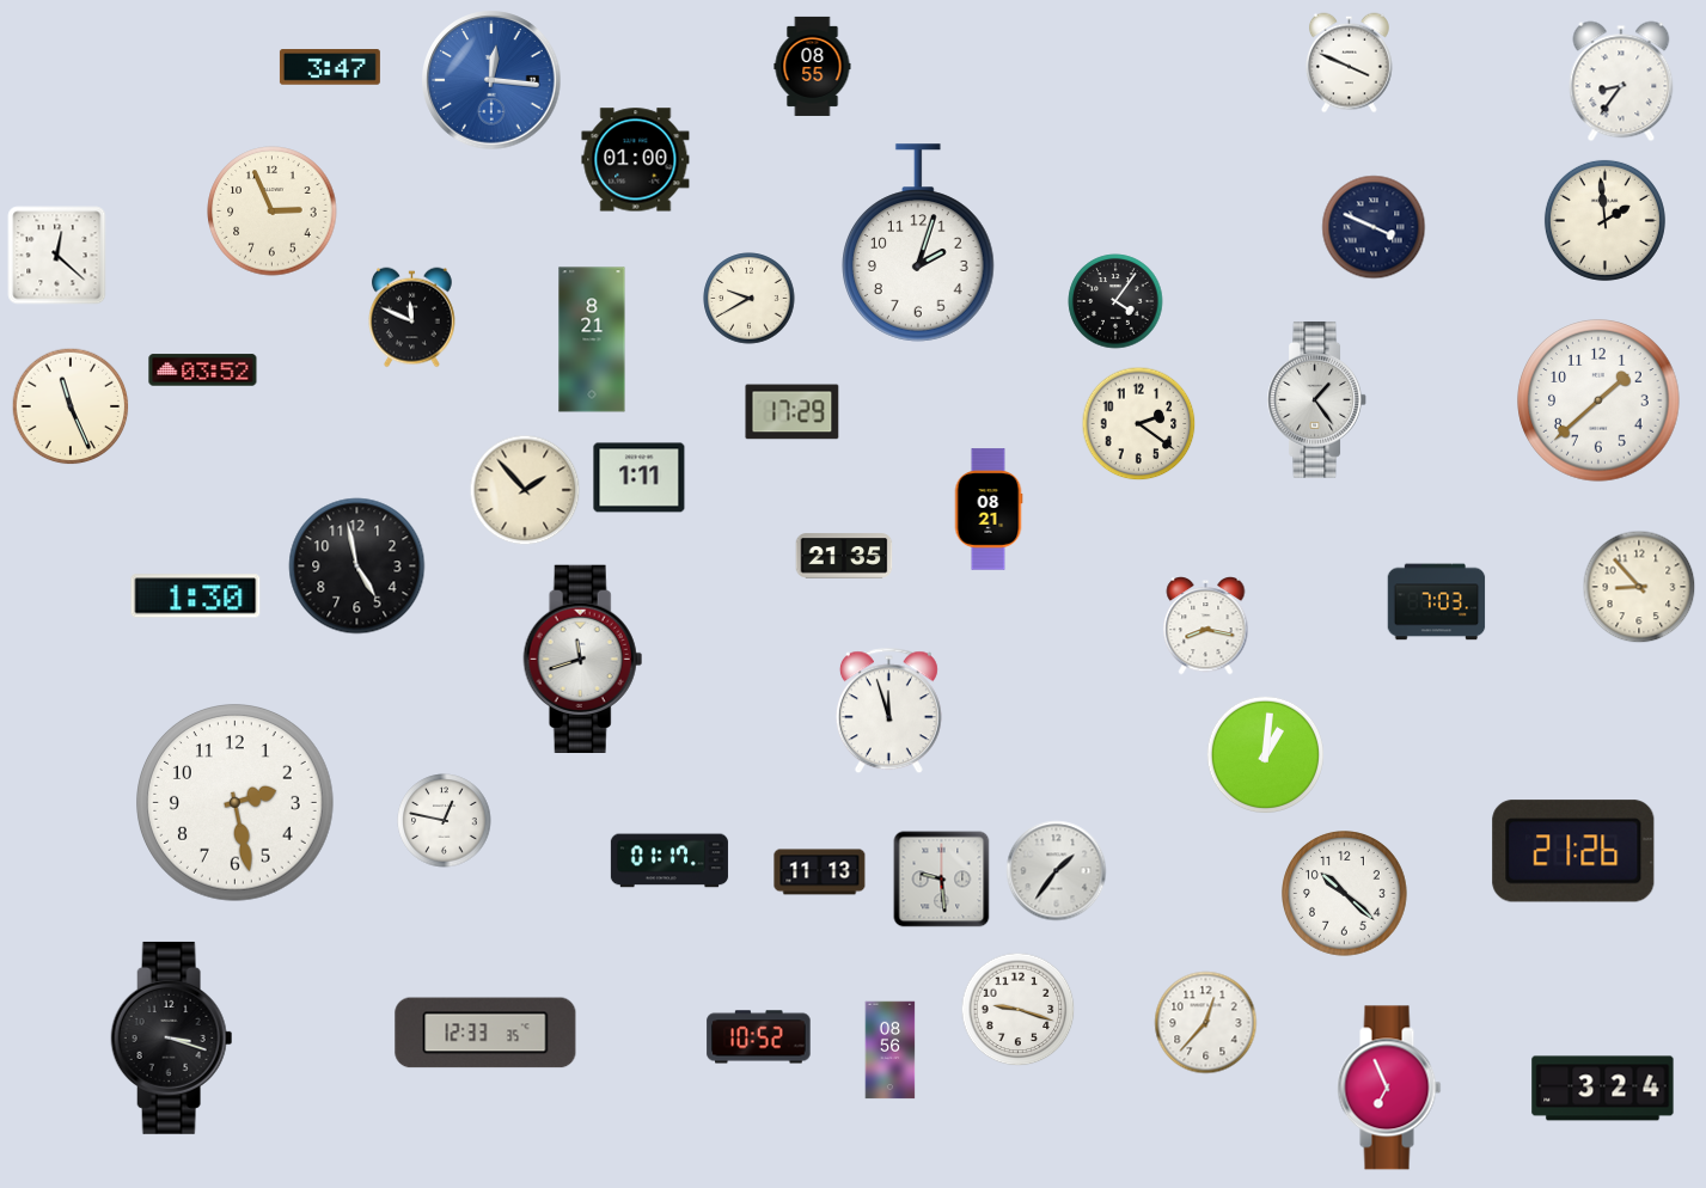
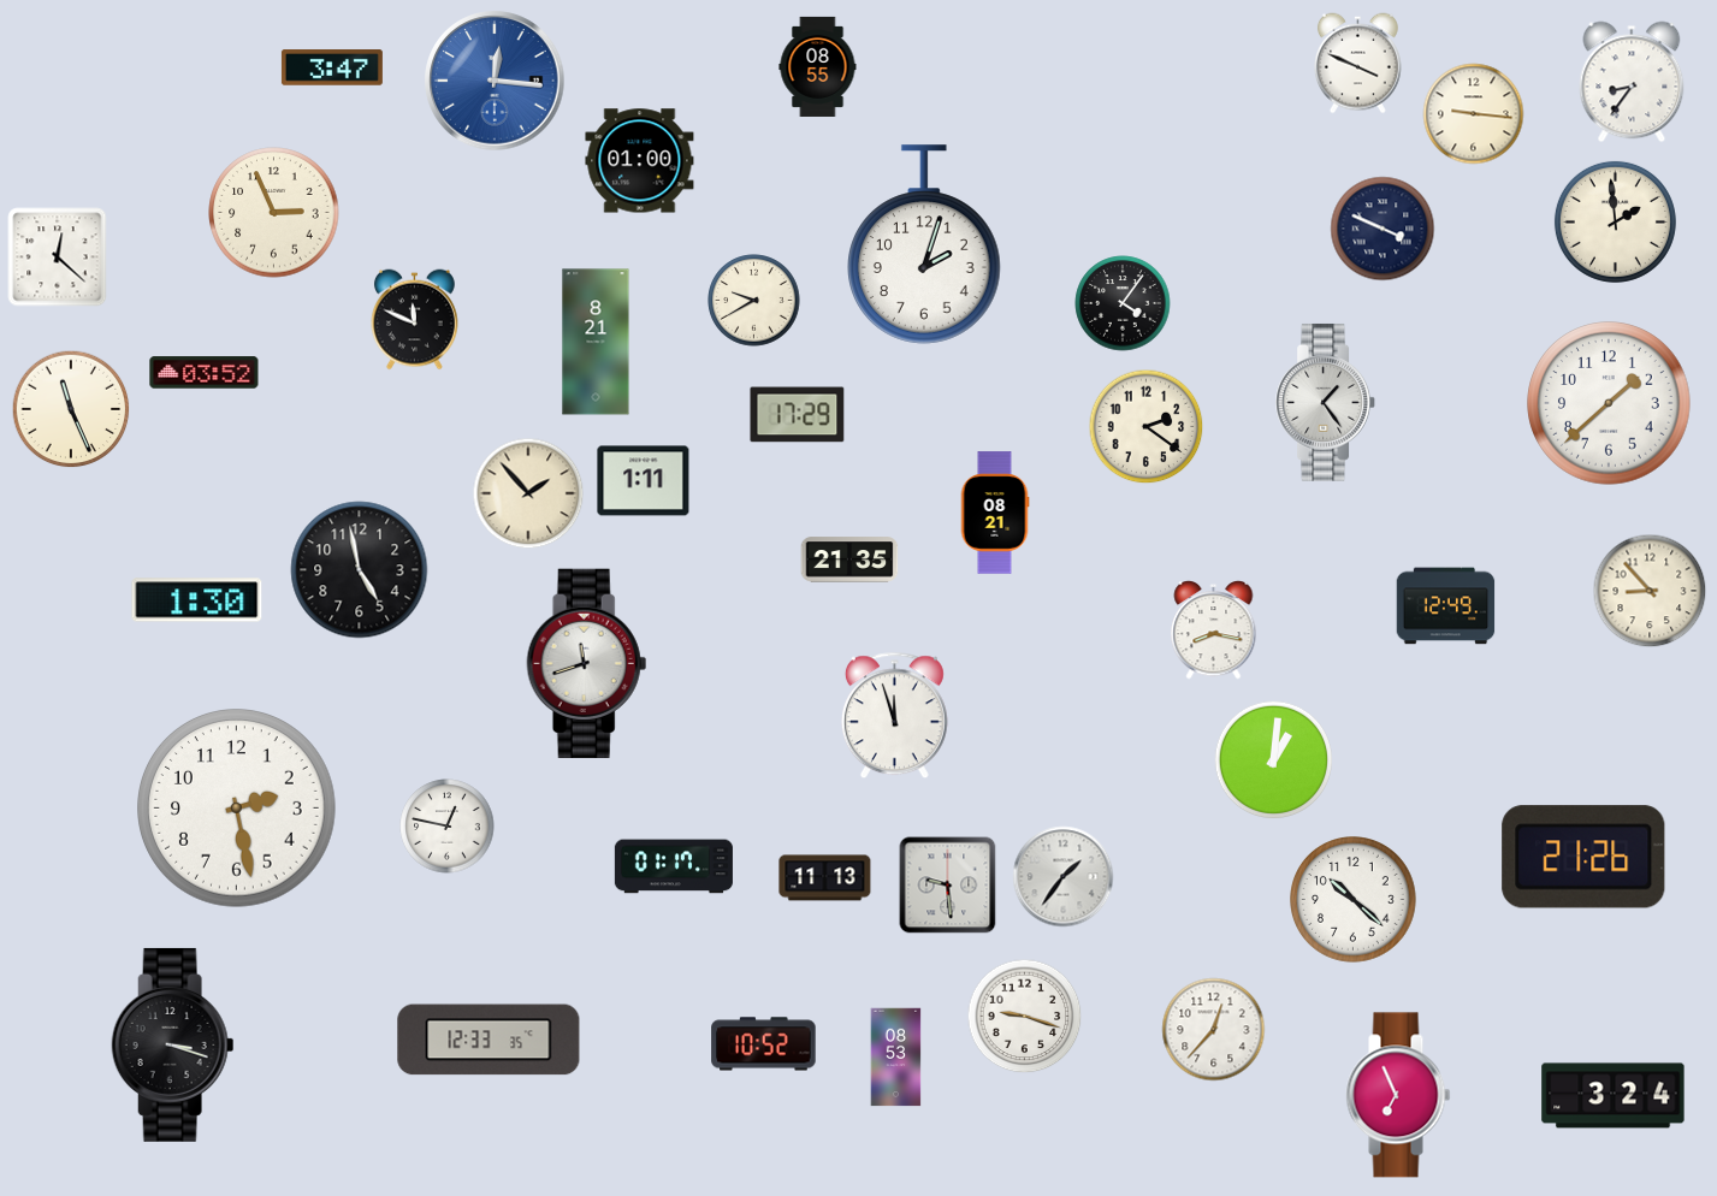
clock at (1474, 114): none -> 9:16
clock at (1437, 602): 7:03 -> 12:49
clock at (891, 1051): 08:56 -> 08:53
